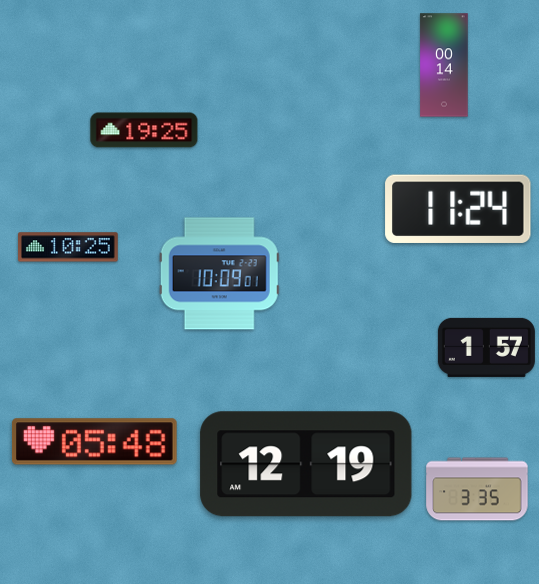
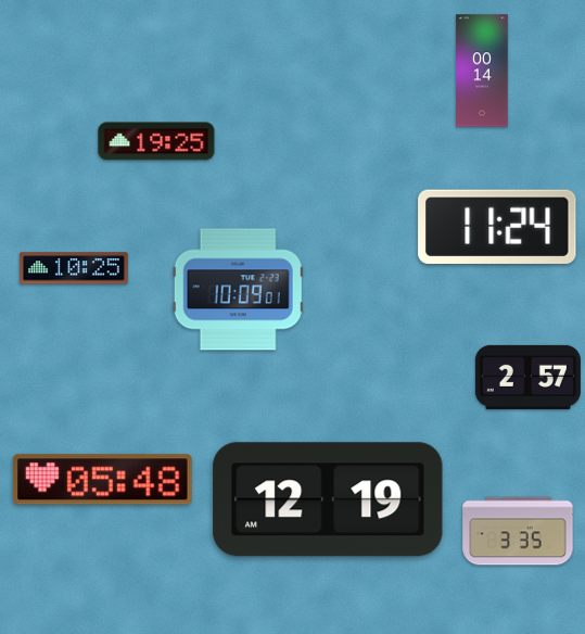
clock at (219, 274) position: (219, 274) -> (238, 290)
clock at (486, 347): 1:57 -> 2:57
clock at (306, 464) position: (306, 464) -> (328, 499)
